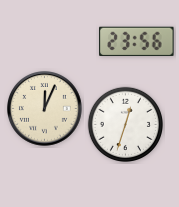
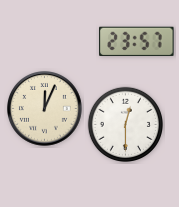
clock at (137, 41): 23:56 -> 23:57
clock at (125, 124): 12:33 -> 12:30
